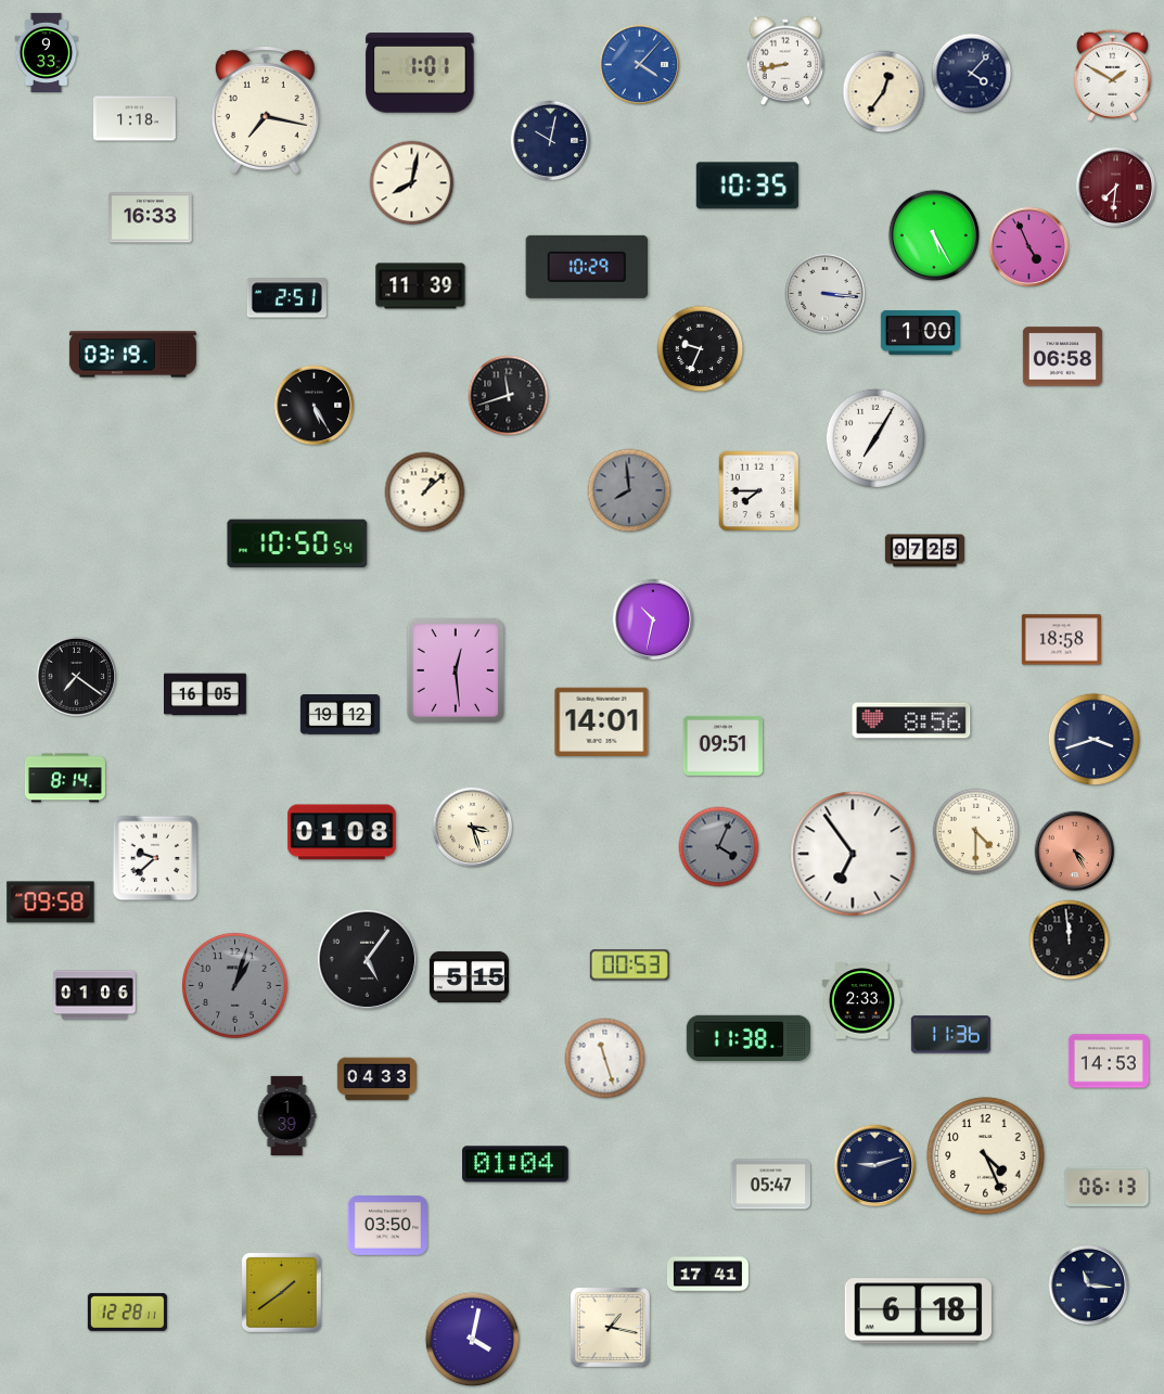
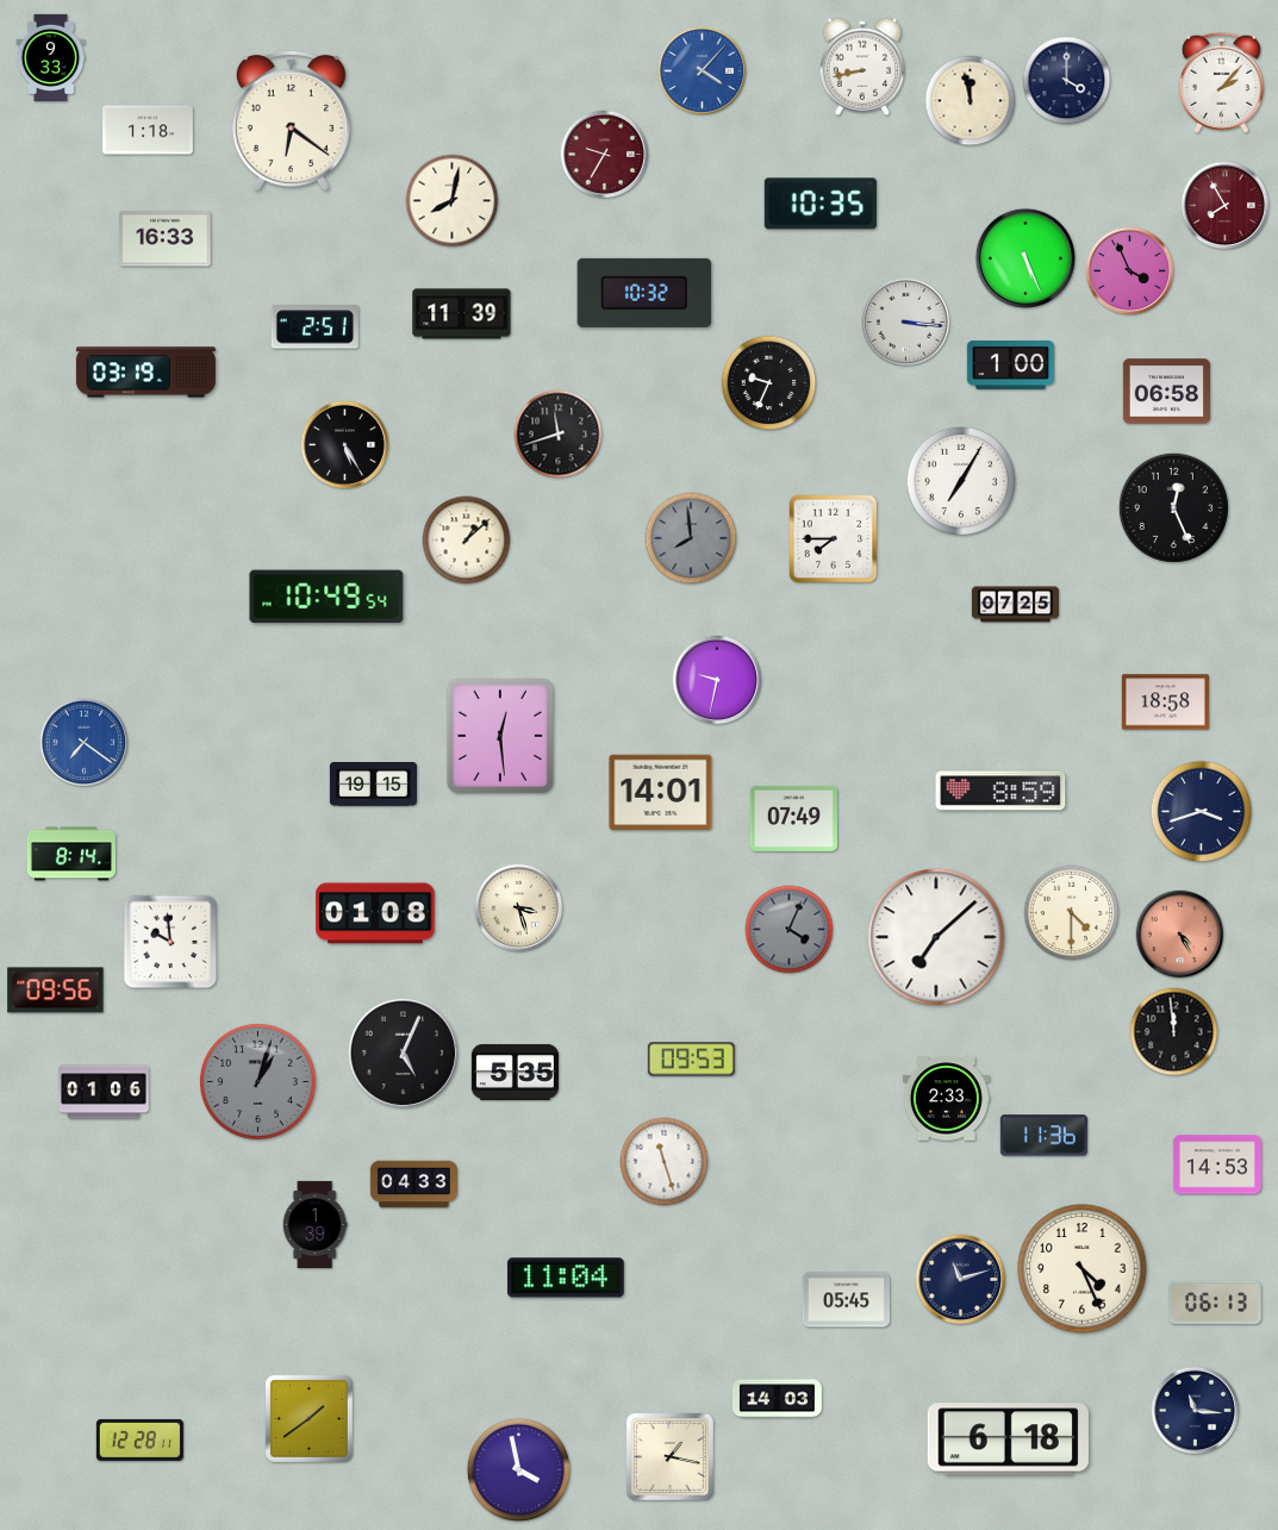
clock at (420, 73): 1:01 -> none
clock at (972, 74): 4:07 -> 4:00
clock at (1112, 75): 1:50 -> 2:07
clock at (884, 92): 12:36 -> 11:58
clock at (265, 110): 7:17 -> 6:21
clock at (551, 141): 10:02 -> 9:35
clock at (551, 141) dial: navy -> burgundy
clock at (1116, 188): 7:31 -> 7:55
clock at (933, 234): 5:25 -> 5:26
clock at (1029, 247): 4:56 -> 3:56
clock at (587, 267): 10:29 -> 10:32
clock at (132, 355) position: (132, 355) -> (145, 373)
clock at (1173, 507): none -> 12:26
clock at (297, 543): 10:50 -> 10:49
clock at (653, 619): 10:32 -> 9:32
clock at (77, 677) dial: black -> blue
clock at (206, 694): 16:05 -> none
clock at (340, 715): 19:12 -> 19:15
clock at (911, 720): 8:56 -> 8:59
clock at (722, 745): 09:51 -> 07:49
clock at (853, 854): 6:54 -> 7:08
clock at (155, 858): 9:38 -> 9:59
clock at (51, 903): 09:58 -> 09:56
clock at (367, 959): 5:06 -> 5:04
clock at (629, 965): 00:53 -> 09:53
clock at (469, 976): 5:15 -> 5:35
clock at (749, 1037): 11:38 -> none
clock at (516, 1164): 01:04 -> 11:04
clock at (875, 1166): 9:12 -> 11:12
clock at (770, 1185): 05:47 -> 05:45
clock at (387, 1226): 03:50 -> none
clock at (707, 1275): 17:41 -> 14:03
clock at (473, 1340): 4:02 -> 3:58
